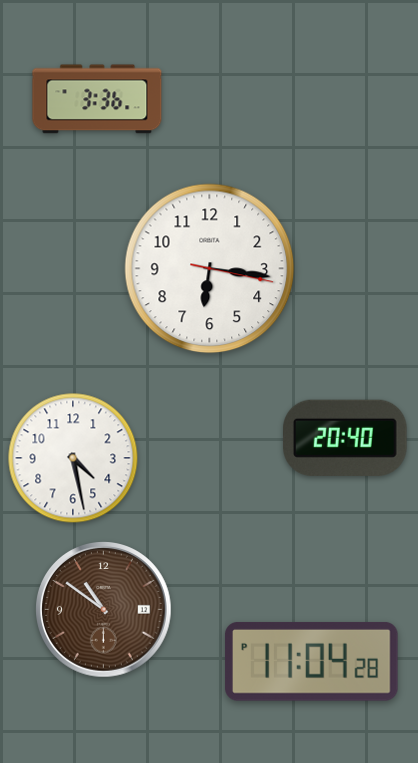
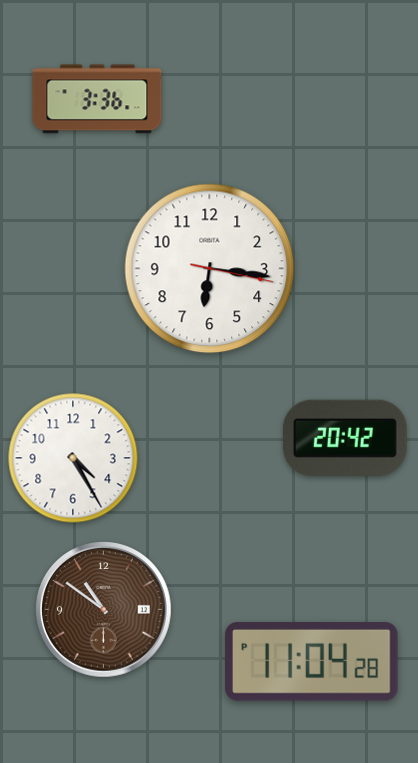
clock at (346, 438): 20:40 -> 20:42
clock at (73, 458): 4:28 -> 4:25
